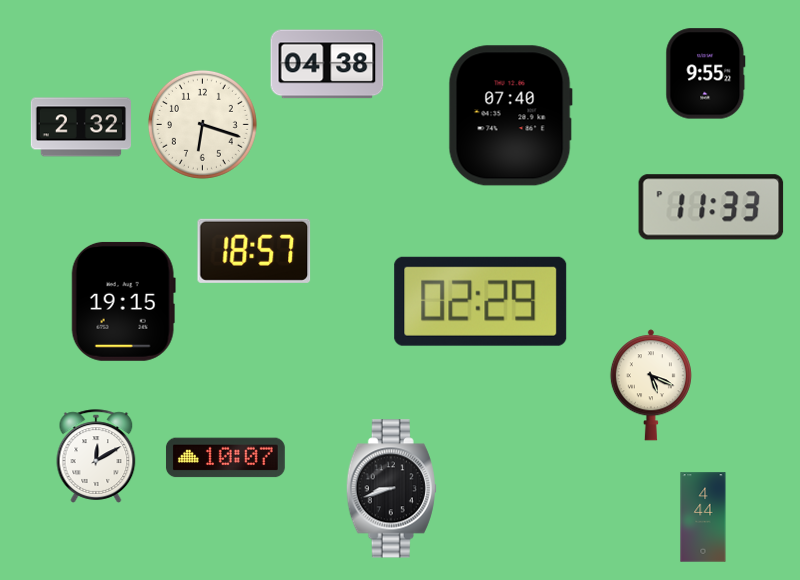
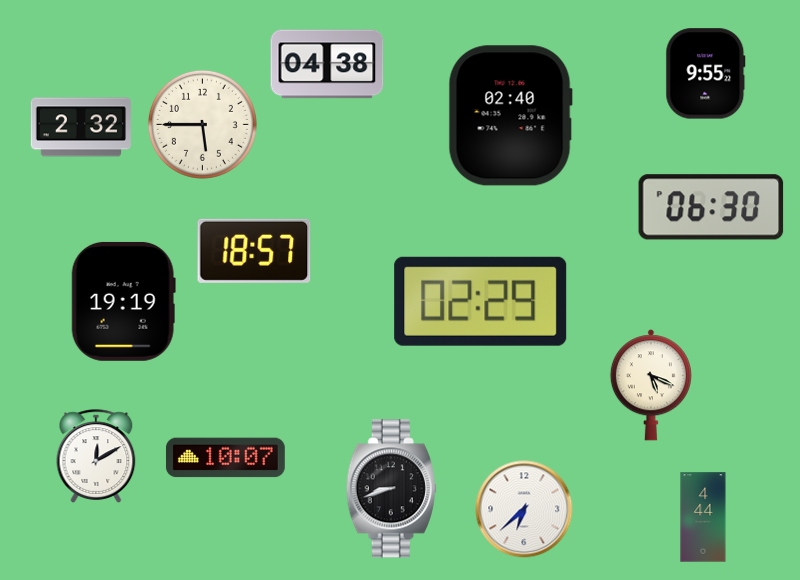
clock at (510, 116): 07:40 -> 02:40
clock at (202, 124): 6:18 -> 5:45
clock at (711, 207): 11:33 -> 06:30
clock at (123, 301): 19:15 -> 19:19
clock at (524, 509): none -> 6:38
